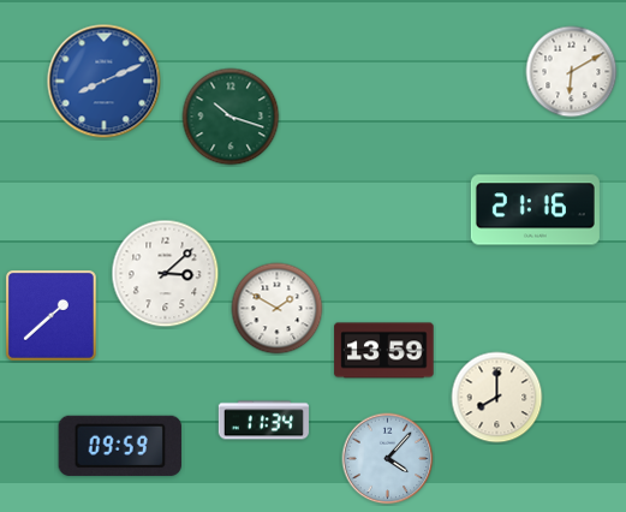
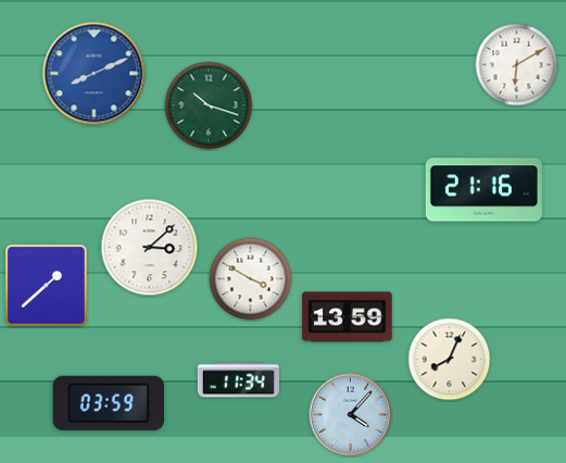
clock at (278, 309): 1:50 -> 3:50
clock at (497, 398): 8:00 -> 8:04
clock at (119, 446): 09:59 -> 03:59
